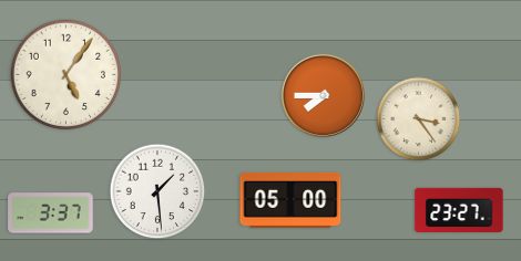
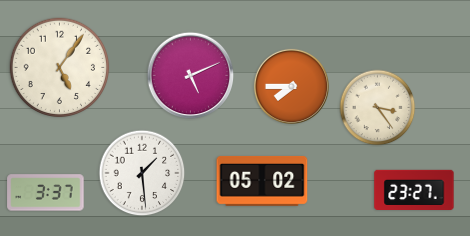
clock at (191, 76): none -> 5:11
clock at (290, 200): 05:00 -> 05:02
